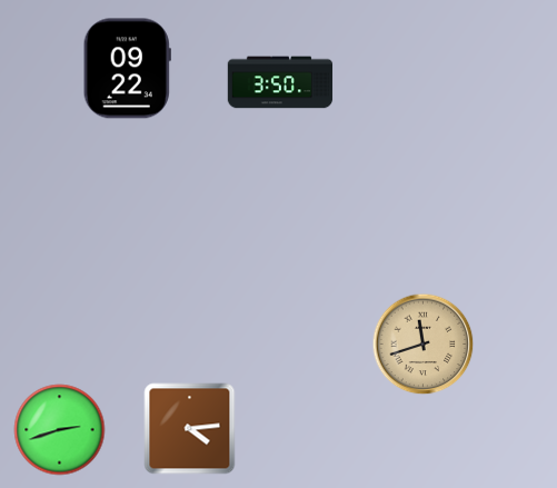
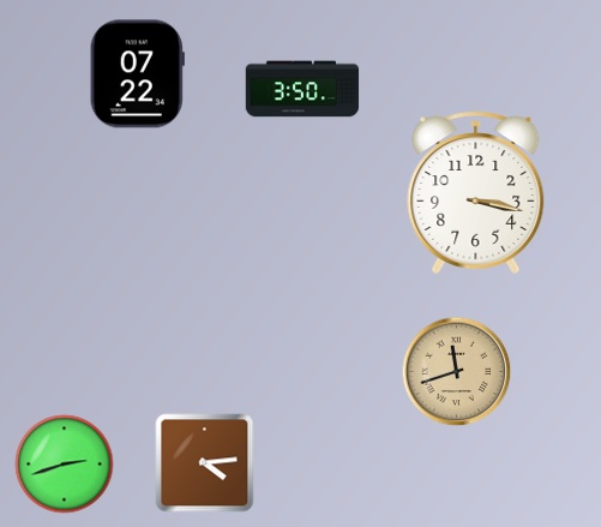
clock at (127, 69): 09:22 -> 07:22
clock at (476, 192): none -> 3:17
